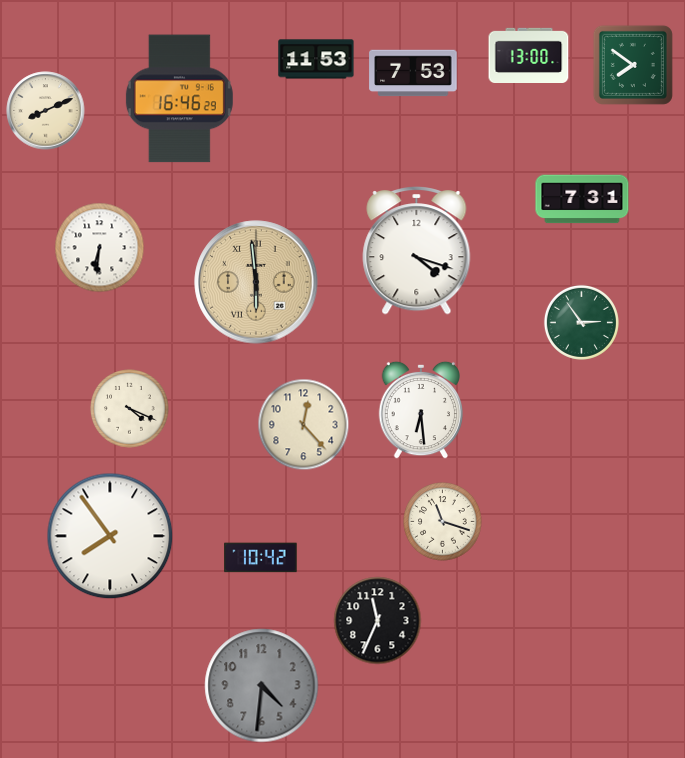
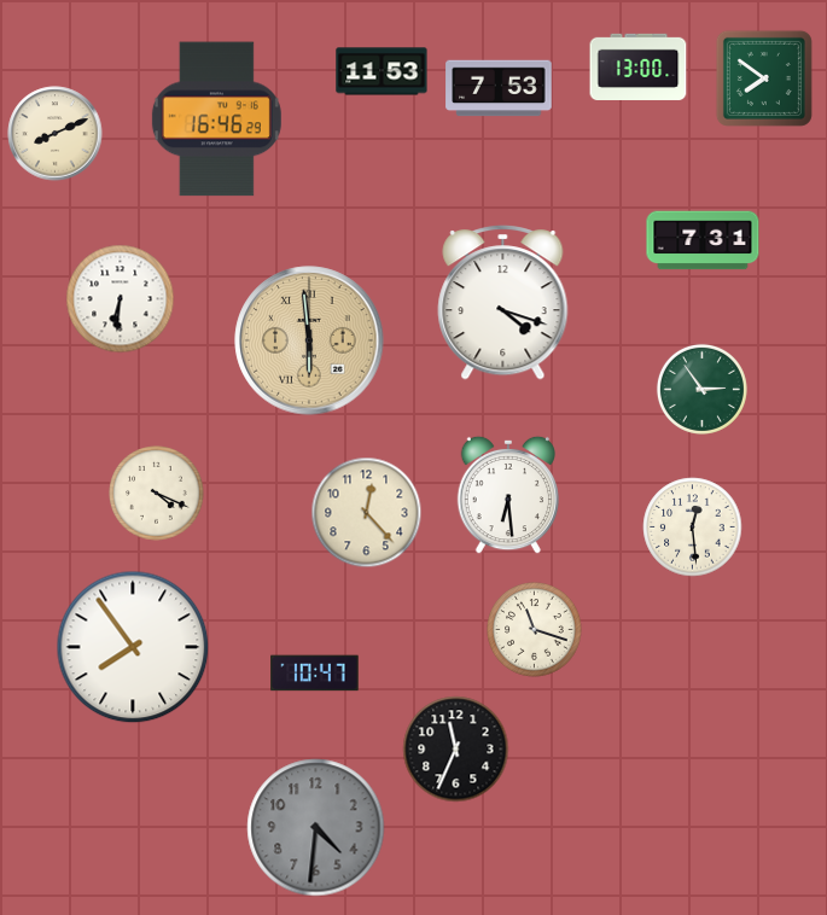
clock at (693, 528): none -> 12:29
clock at (261, 558): 10:42 -> 10:47
